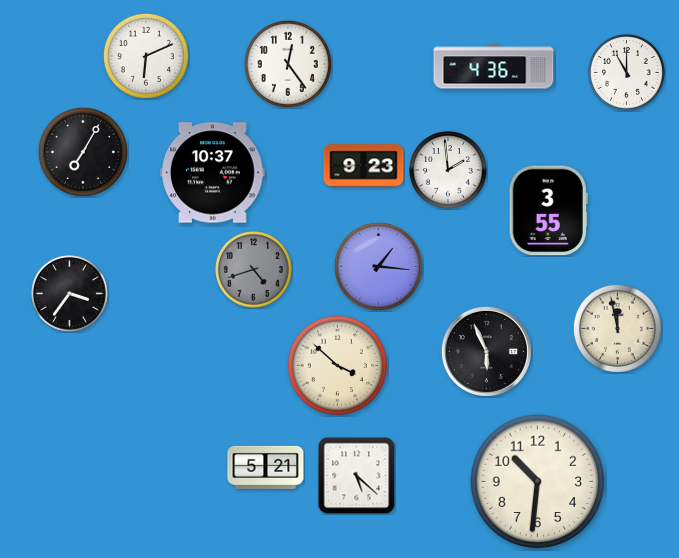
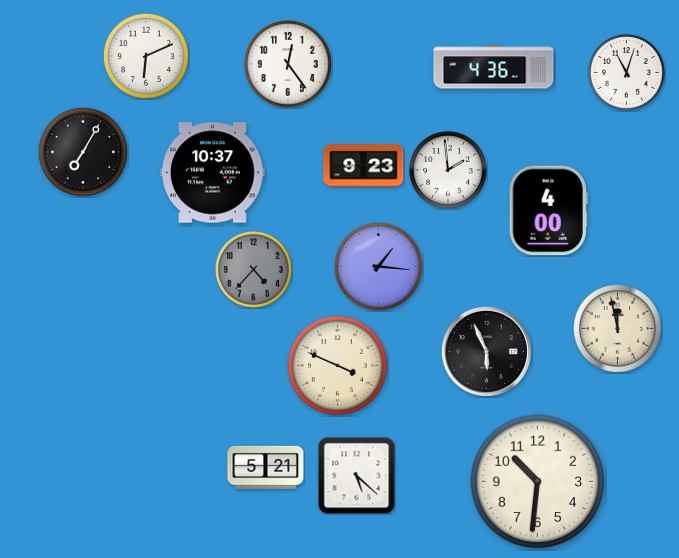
clock at (627, 73): 11:00 -> 11:03
clock at (548, 211): 3:55 -> 4:00
clock at (254, 270): 4:42 -> 4:37
clock at (70, 294): 3:36 -> none
clock at (337, 365): 3:52 -> 3:49
